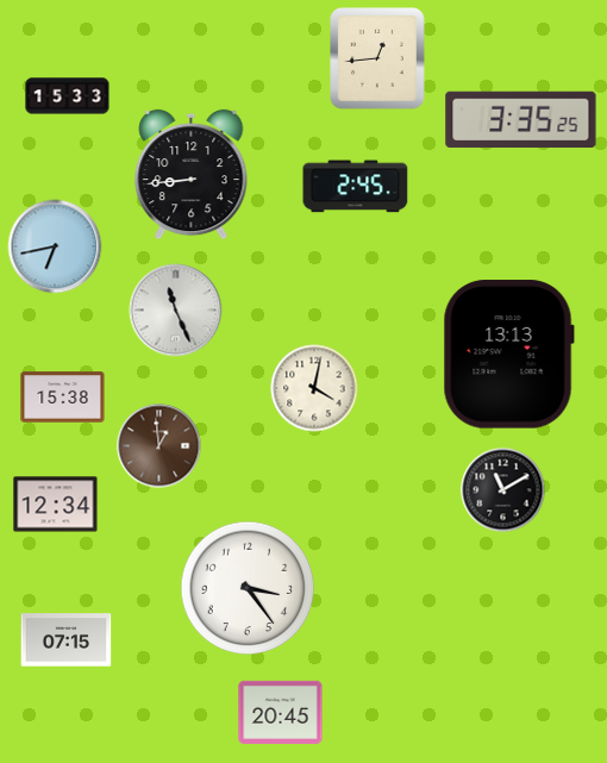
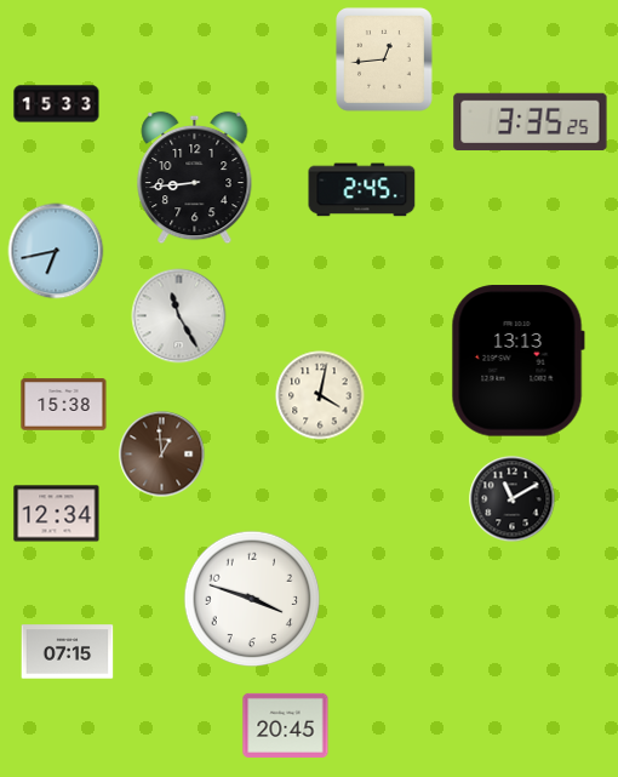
clock at (68, 96) position: (68, 96) -> (57, 104)
clock at (176, 311): 11:26 -> 11:25
clock at (248, 588): 3:24 -> 3:48
